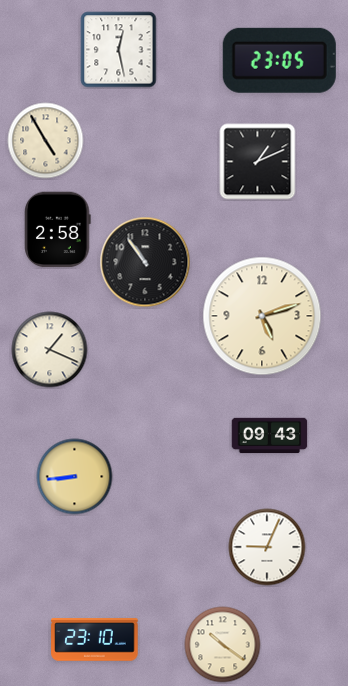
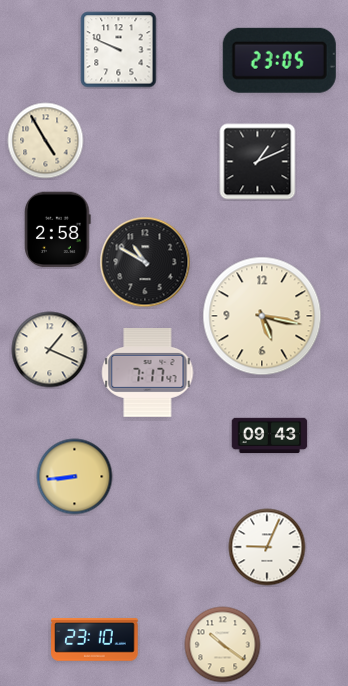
clock at (119, 50): 12:28 -> 9:49
clock at (145, 262): 10:54 -> 10:50
clock at (262, 316): 5:12 -> 5:17
clock at (148, 373): none -> 7:17
